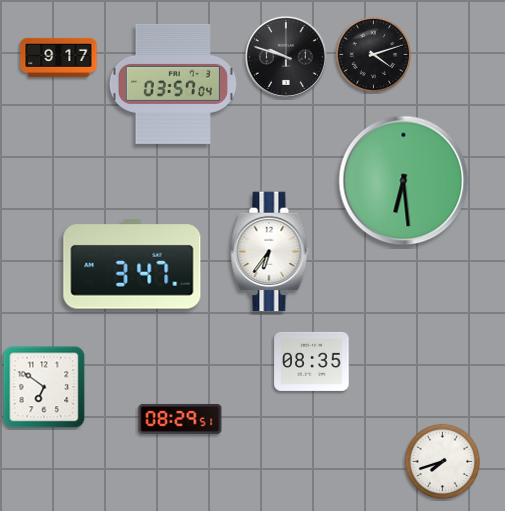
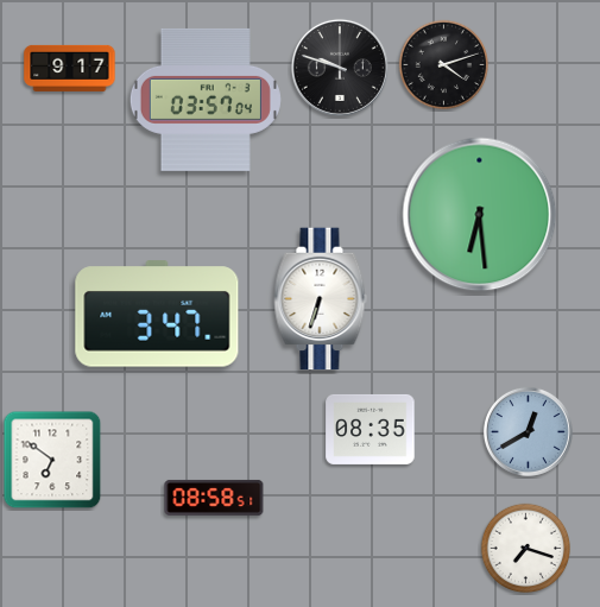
clock at (270, 252): 6:36 -> 6:33
clock at (528, 431): none -> 12:40
clock at (180, 419): 08:29 -> 08:58
clock at (443, 462): 7:42 -> 7:18
